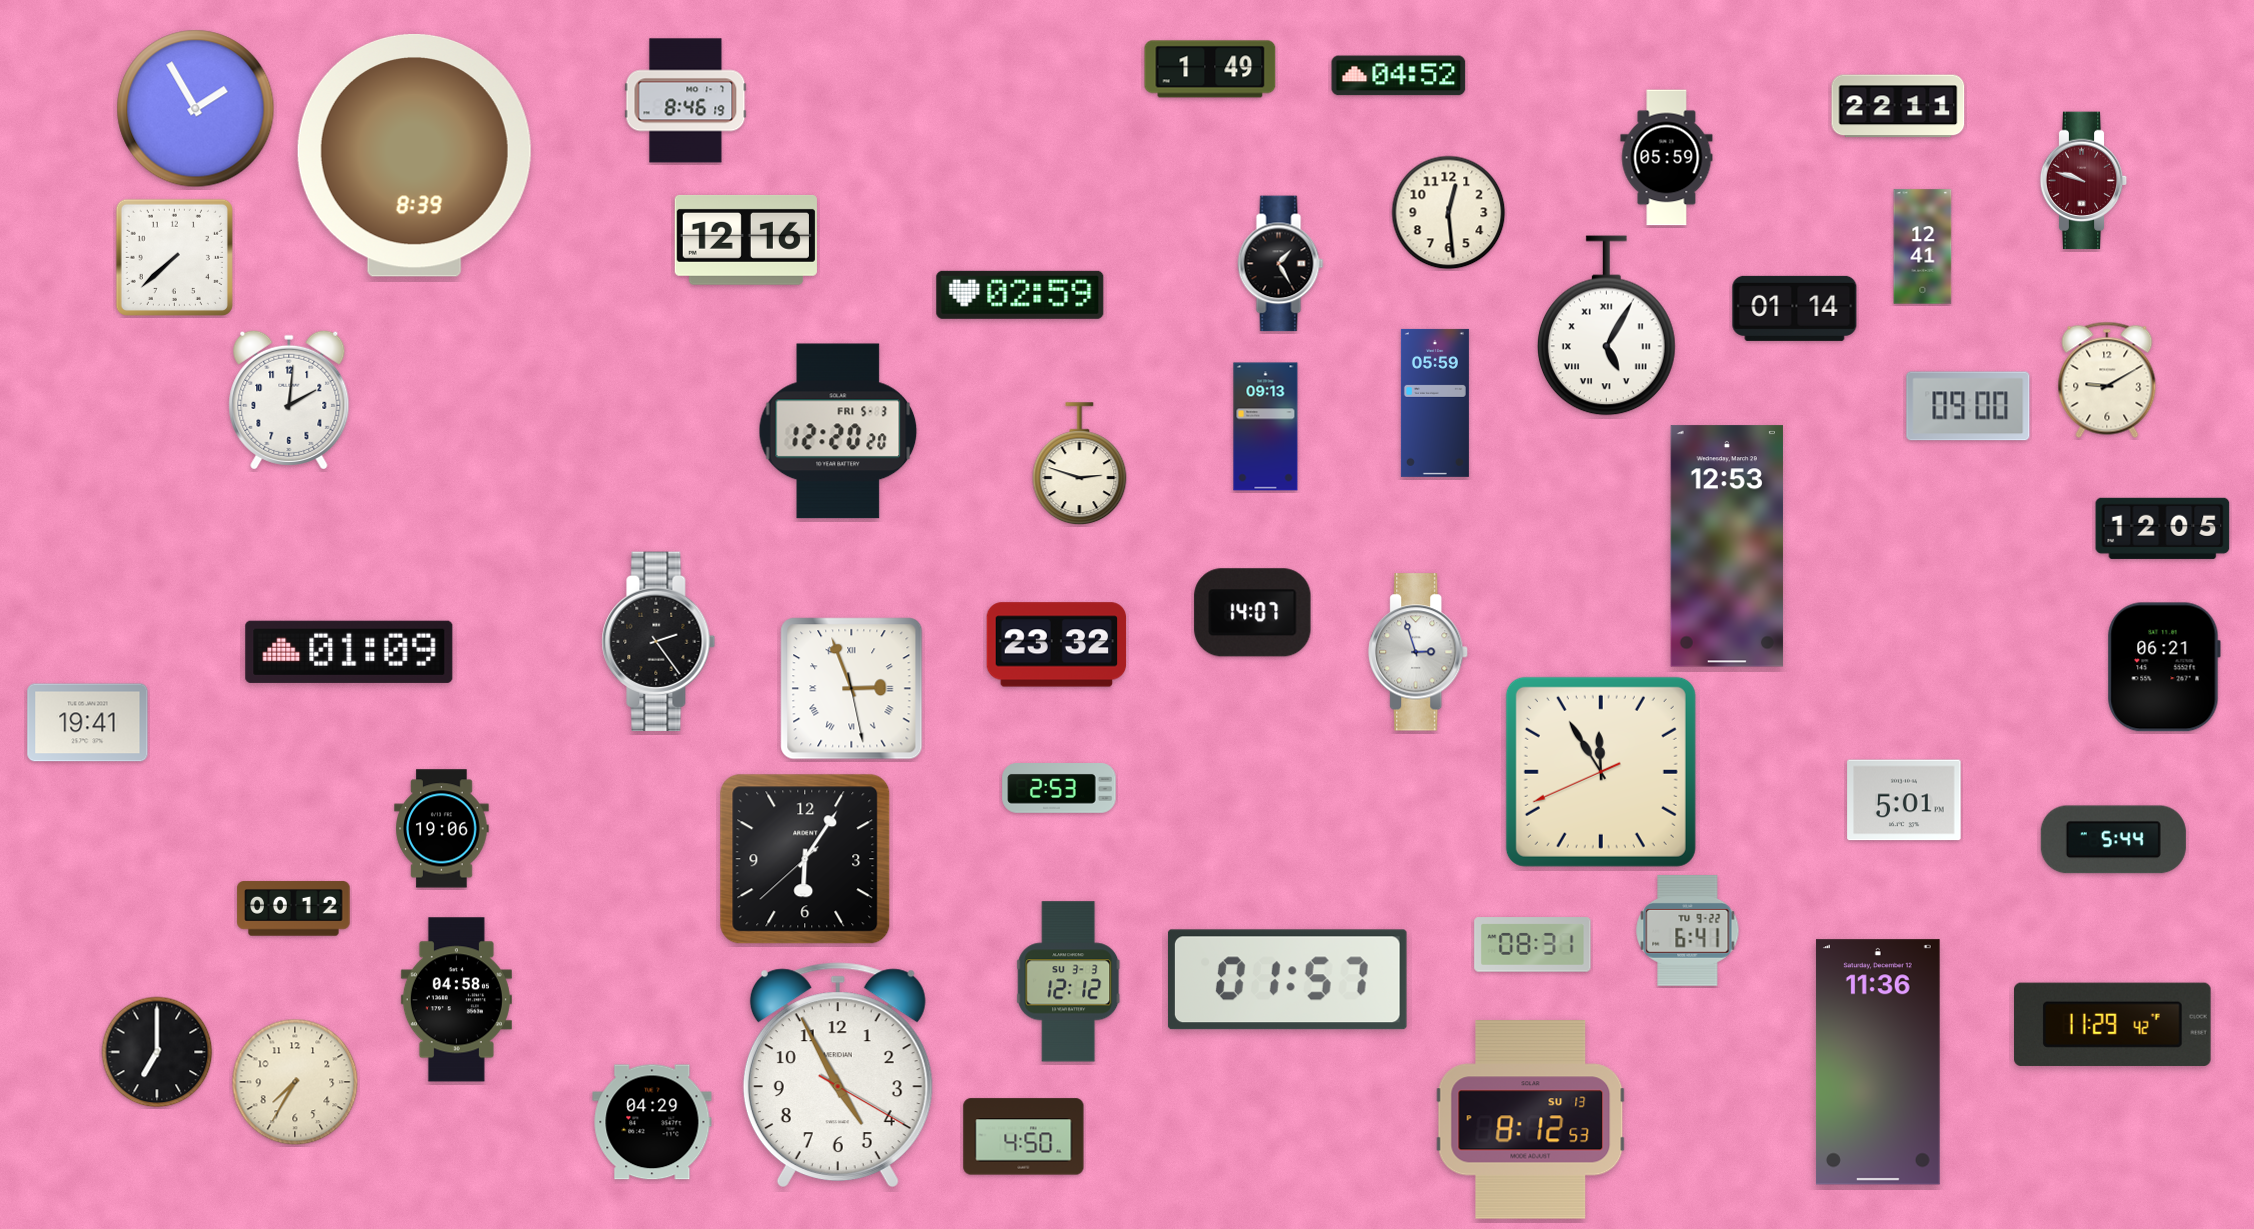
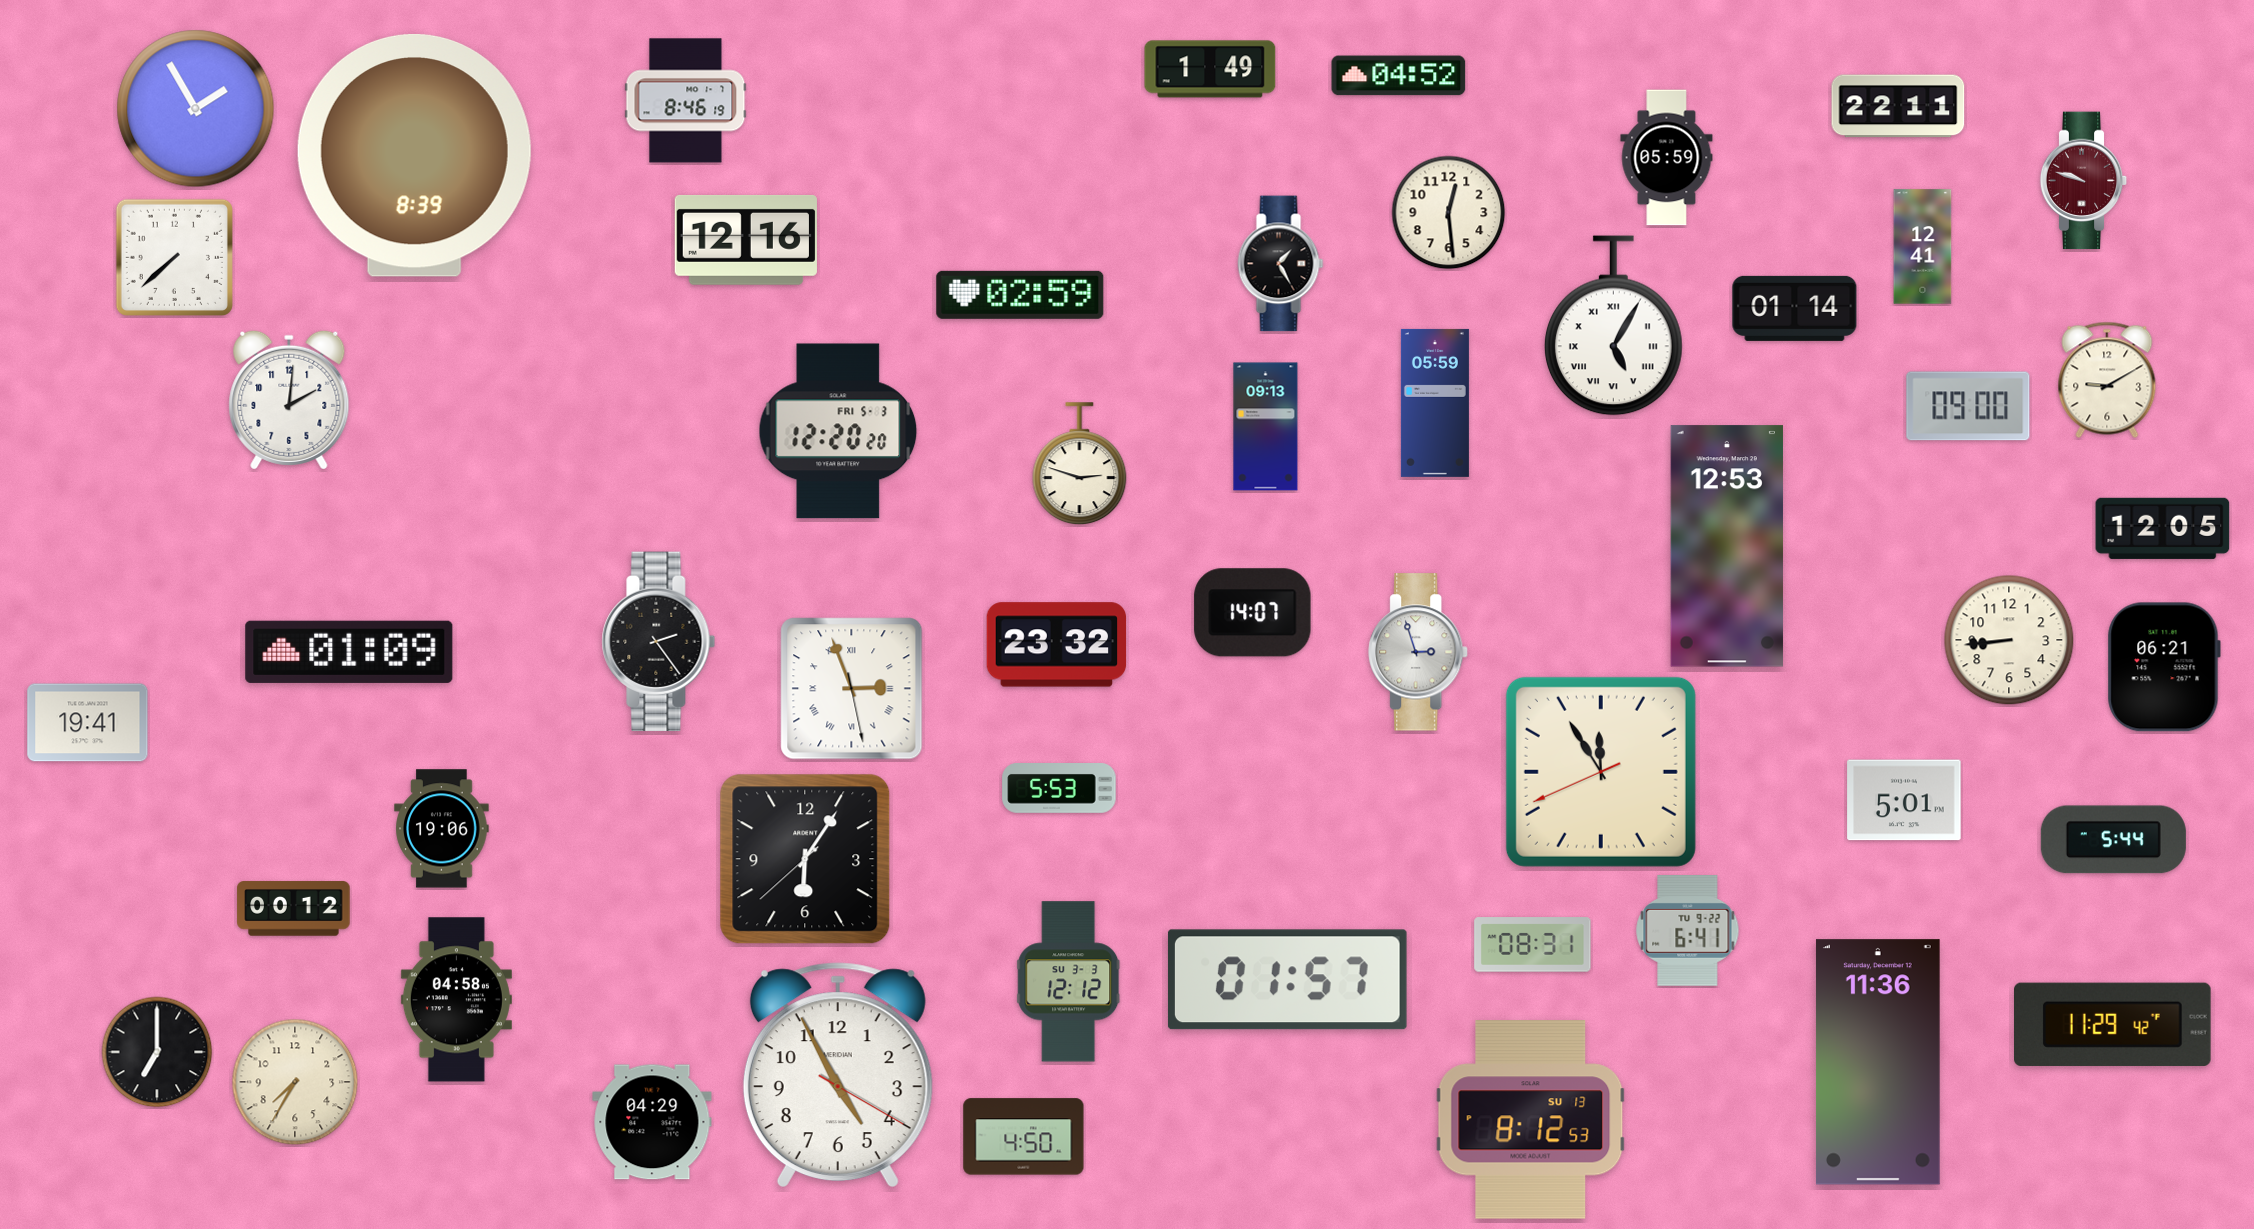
clock at (1606, 326) position: (1606, 326) -> (1613, 326)
clock at (2009, 640): none -> 8:44
clock at (1059, 789): 2:53 -> 5:53
